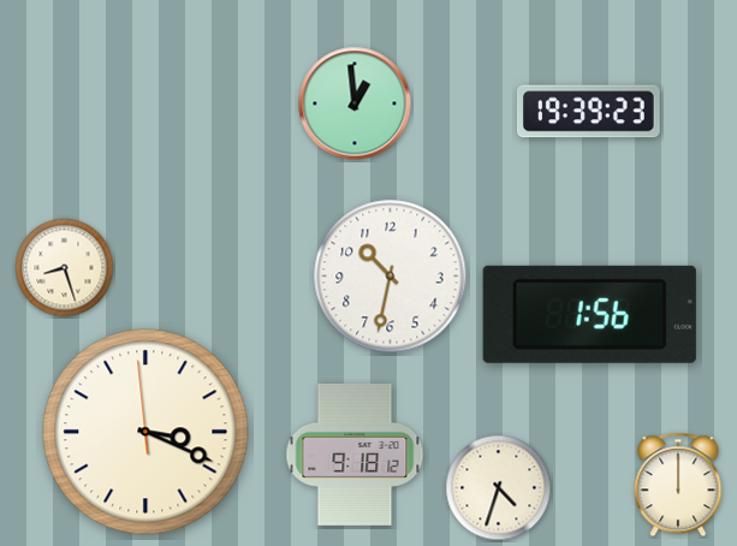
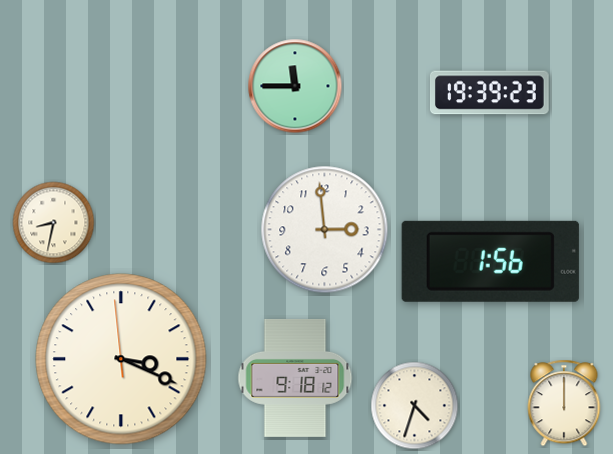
clock at (355, 103): 12:59 -> 11:45
clock at (65, 268): 8:27 -> 8:32
clock at (391, 277): 10:32 -> 2:59
